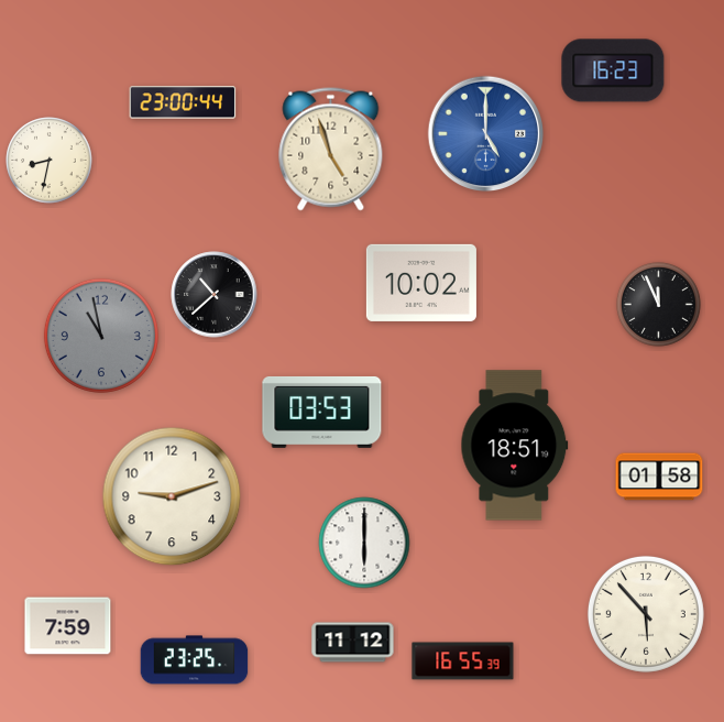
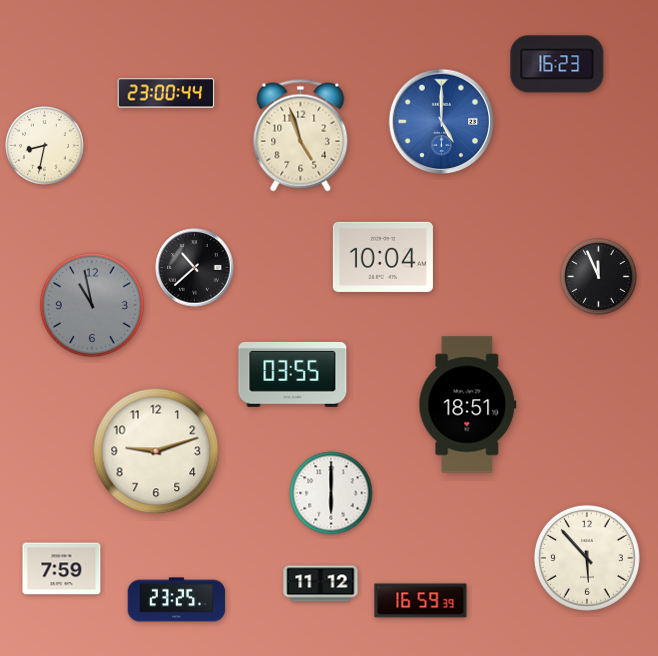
clock at (421, 283): 10:02 -> 10:04
clock at (322, 412): 03:53 -> 03:55
clock at (659, 477): 01:58 -> none
clock at (463, 661): 16:55 -> 16:59
